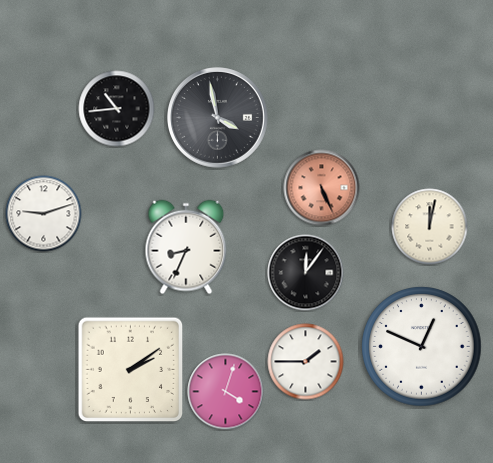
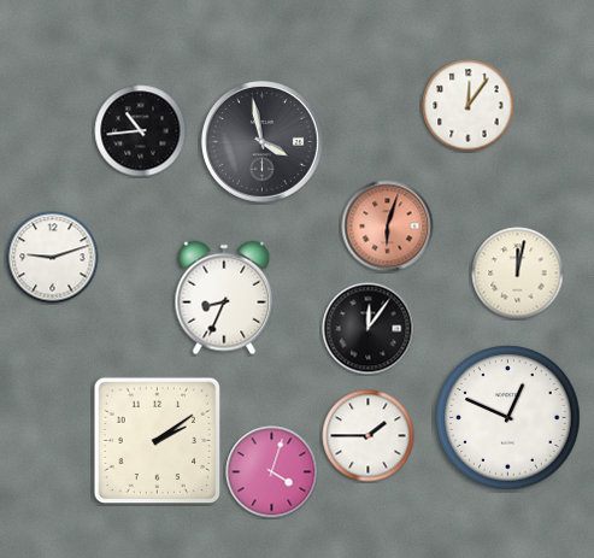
clock at (469, 106): none -> 12:06
clock at (322, 188): 5:26 -> 6:03
clock at (131, 370) position: (131, 370) -> (158, 441)
